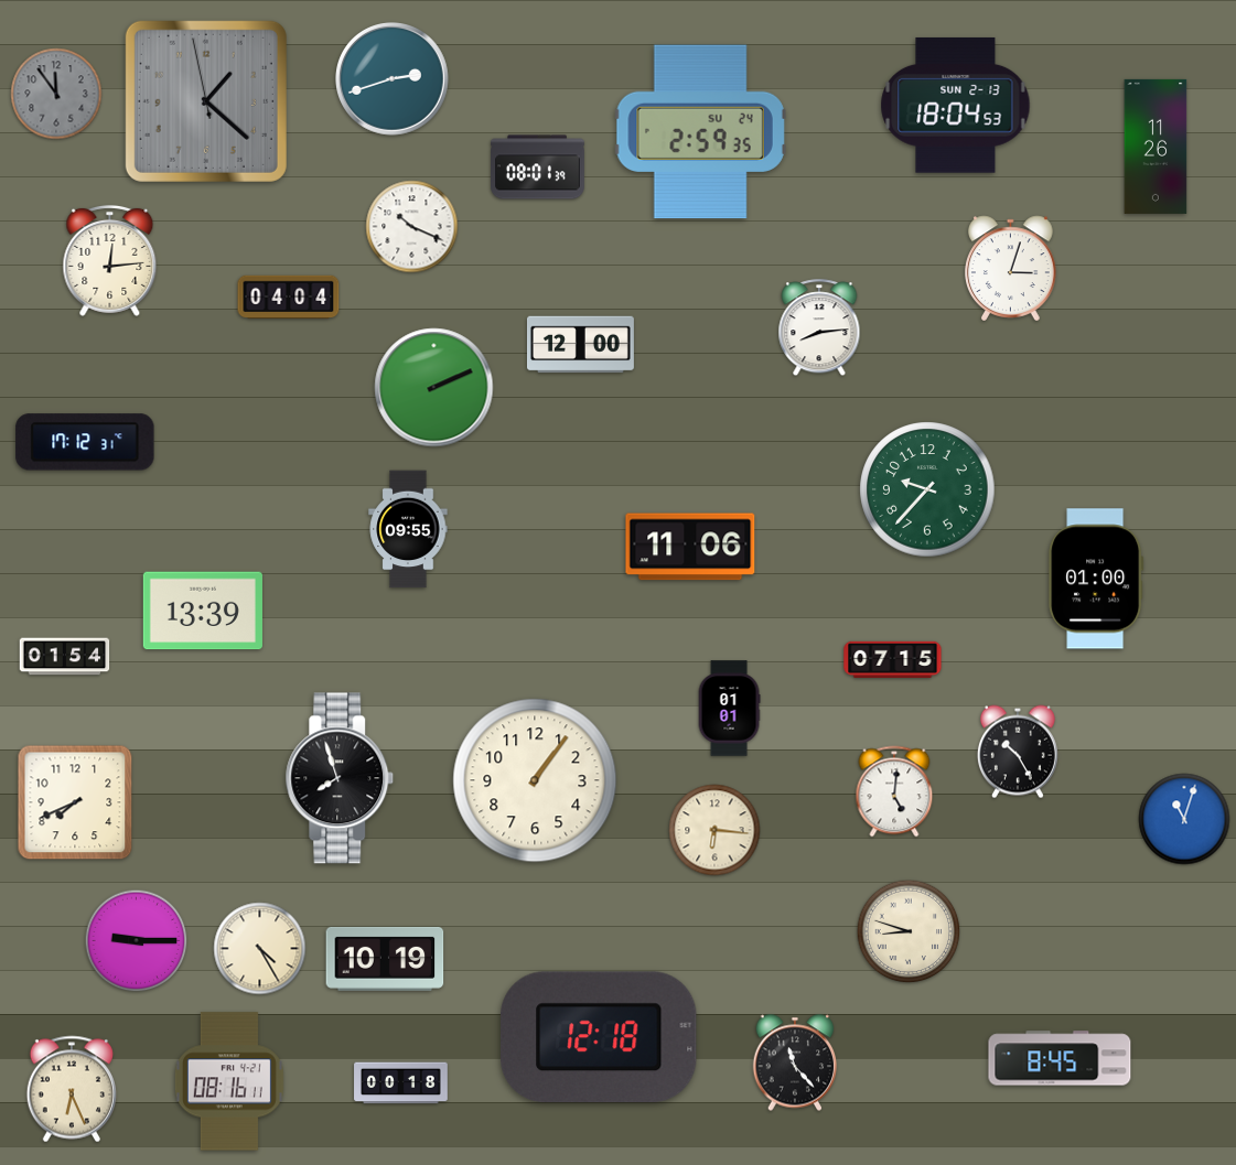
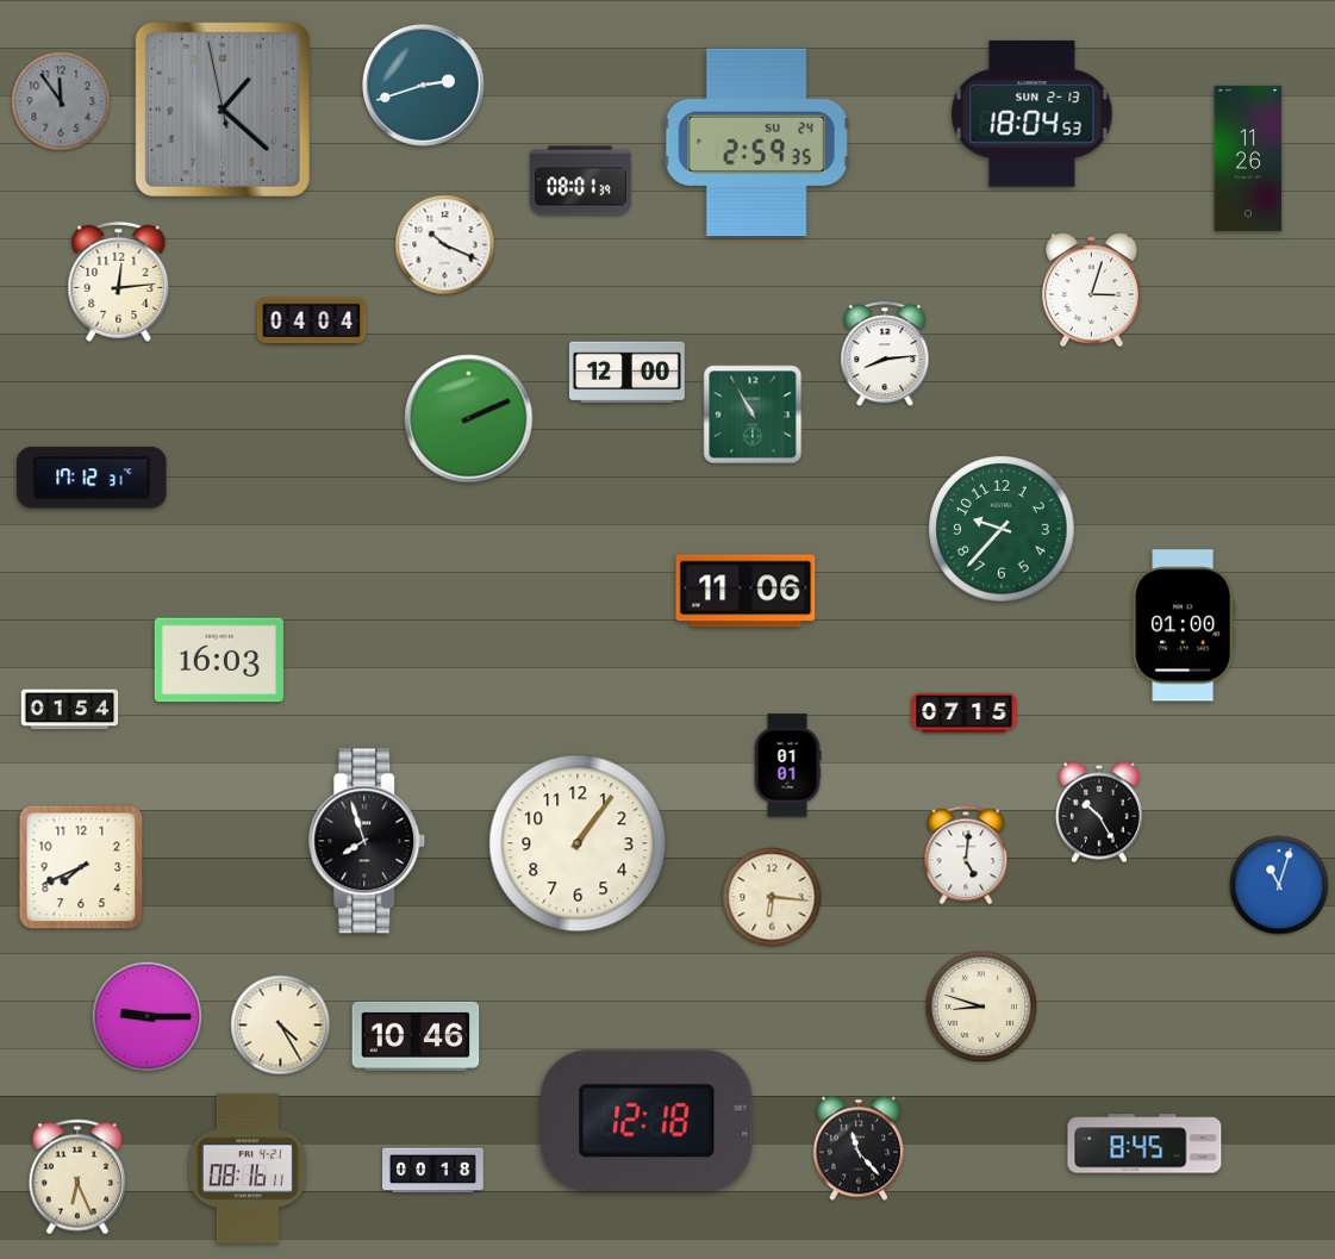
clock at (753, 415): none -> 10:55
clock at (408, 529): 09:55 -> none
clock at (203, 611): 13:39 -> 16:03
clock at (385, 959): 10:19 -> 10:46
